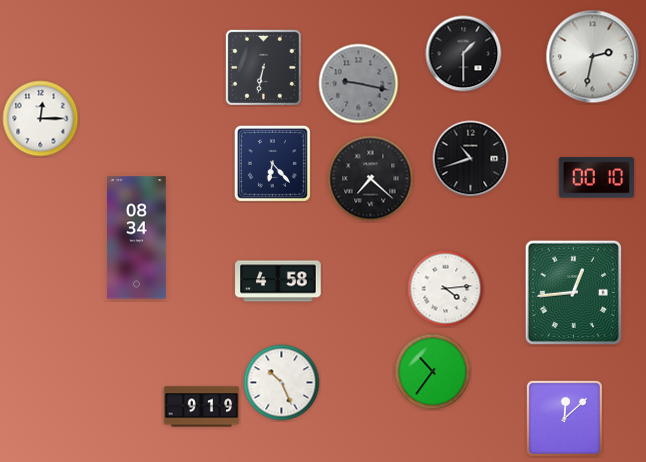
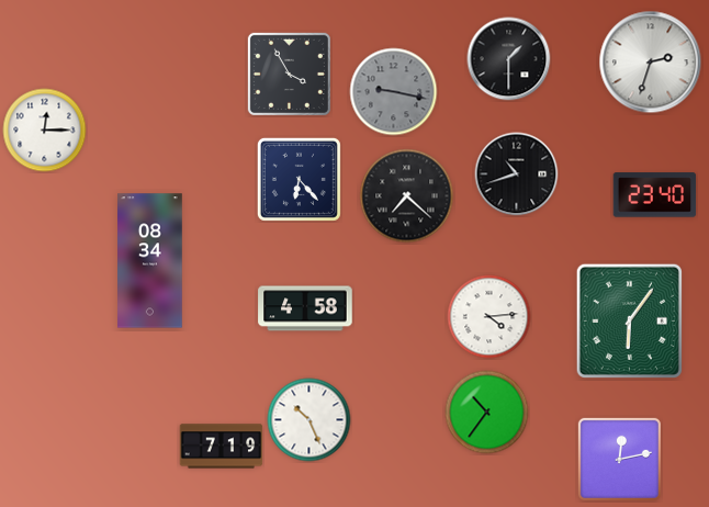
clock at (593, 57): 2:32 -> 2:33
clock at (263, 67): 6:32 -> 3:55
clock at (597, 178): 00:10 -> 23:40
clock at (573, 292): 12:44 -> 6:06
clock at (433, 372) position: (433, 372) -> (487, 413)
clock at (202, 407): 9:19 -> 7:19
clock at (564, 418): 12:08 -> 12:13
